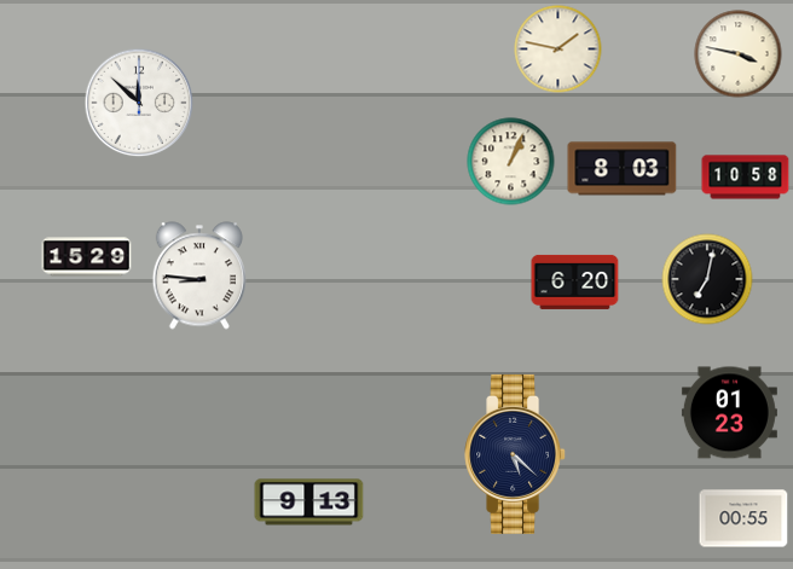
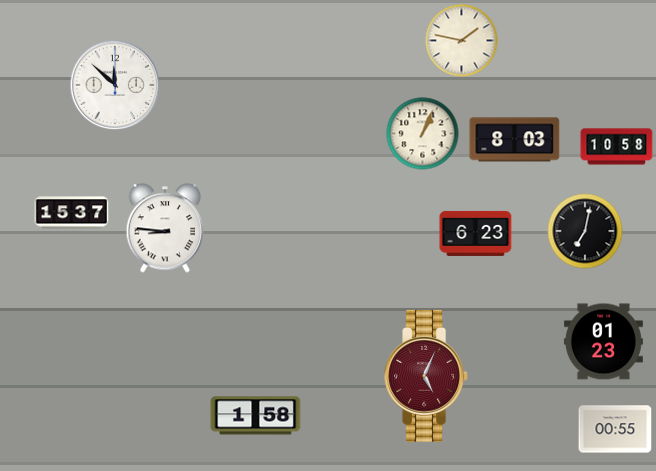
clock at (739, 54): 3:47 -> none
clock at (87, 257): 15:29 -> 15:37
clock at (575, 281): 6:20 -> 6:23
clock at (516, 454): 5:22 -> 5:04
clock at (516, 454) dial: navy -> burgundy
clock at (309, 503): 9:13 -> 1:58
